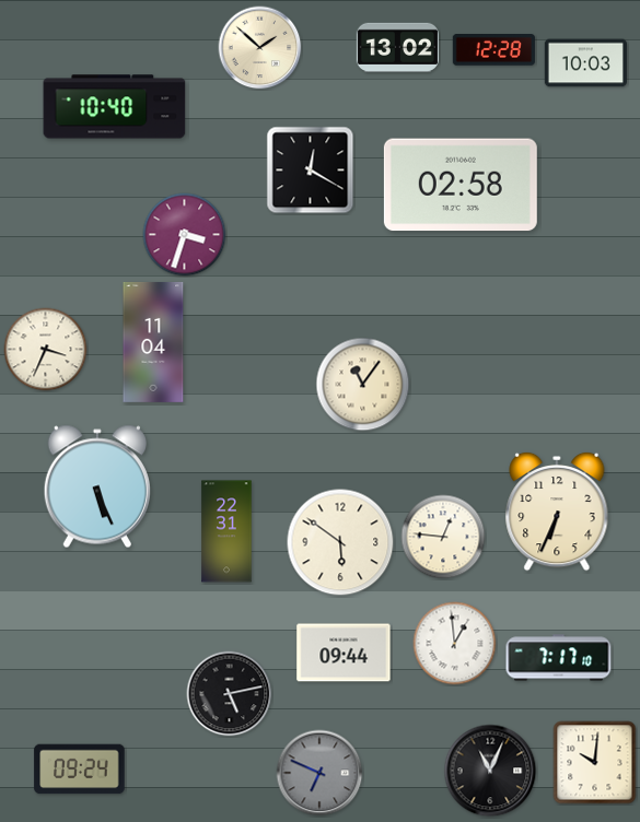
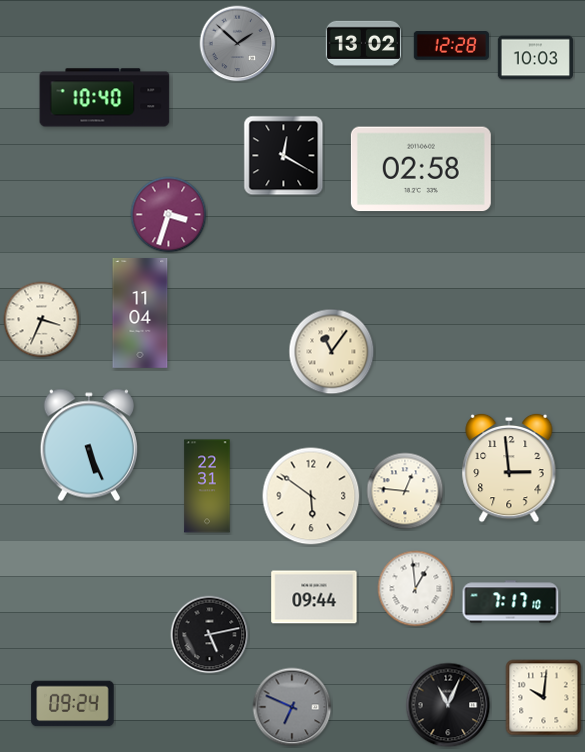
clock at (260, 48) dial: cream -> grey
clock at (557, 512): 6:34 -> 2:59
